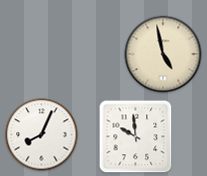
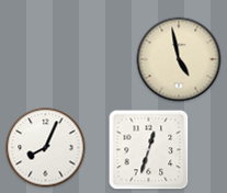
clock at (136, 137): 9:59 -> 12:33
